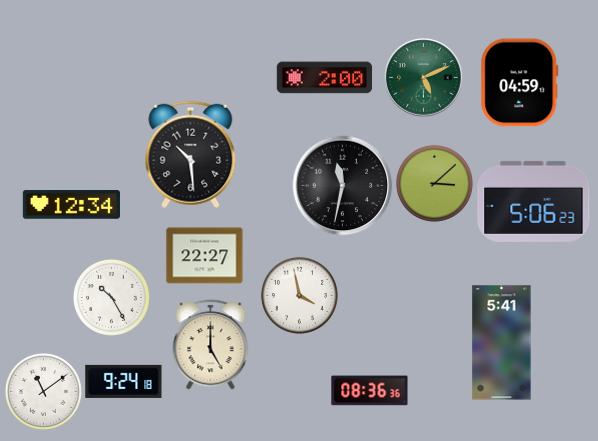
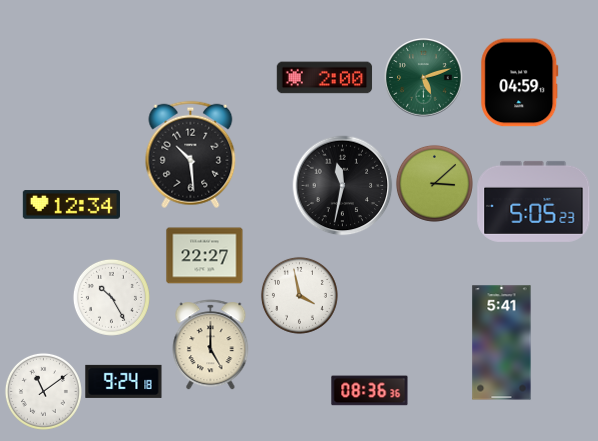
clock at (424, 78): 5:11 -> 5:12
clock at (534, 201): 5:06 -> 5:05
